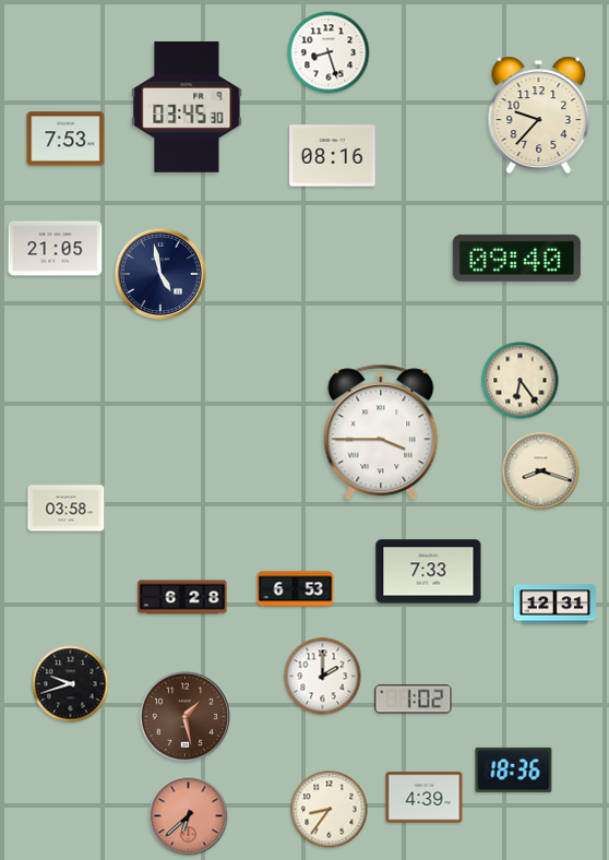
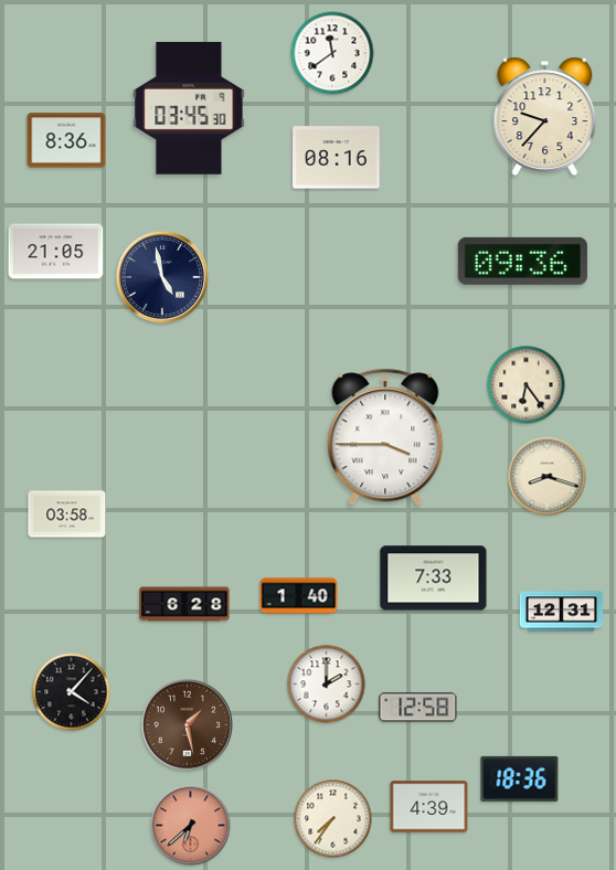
clock at (329, 52): 8:27 -> 11:39
clock at (65, 139): 7:53 -> 8:36
clock at (516, 258): 09:40 -> 09:36
clock at (296, 589): 6:53 -> 1:40
clock at (71, 684): 9:42 -> 4:07
clock at (414, 700): 1:02 -> 12:58
clock at (330, 810): 8:36 -> 7:36
